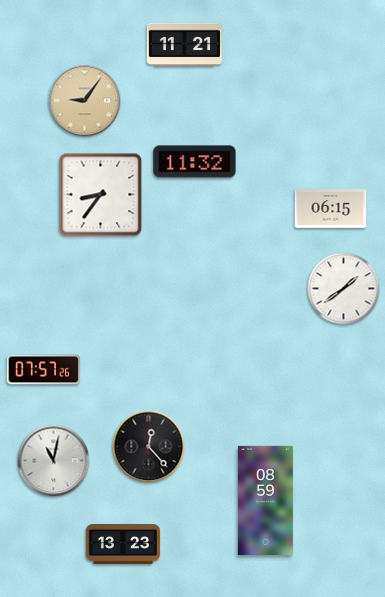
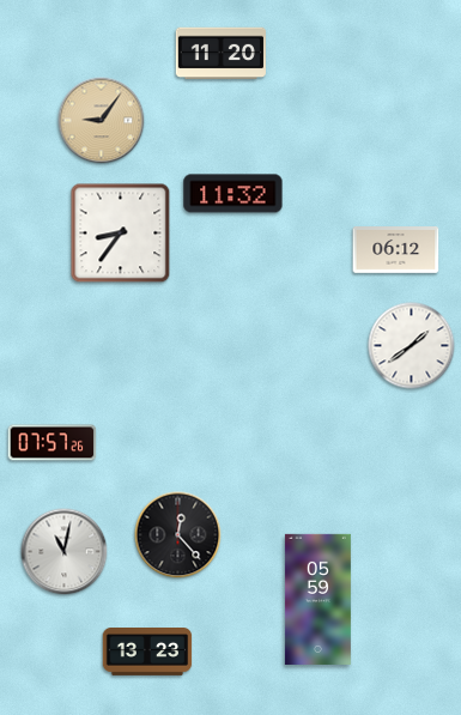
clock at (184, 45): 11:21 -> 11:20
clock at (331, 209): 06:15 -> 06:12
clock at (265, 500): 08:59 -> 05:59
